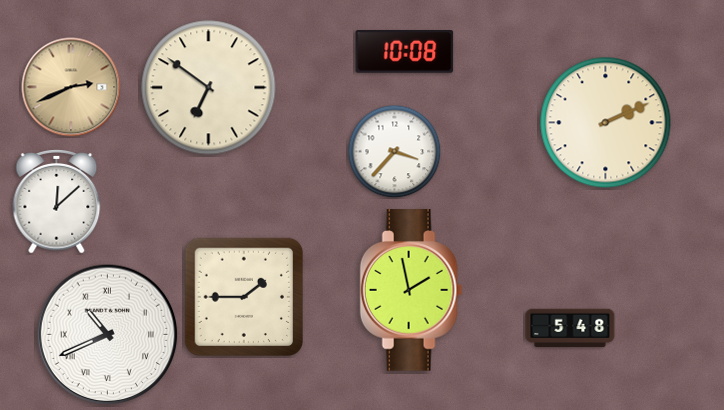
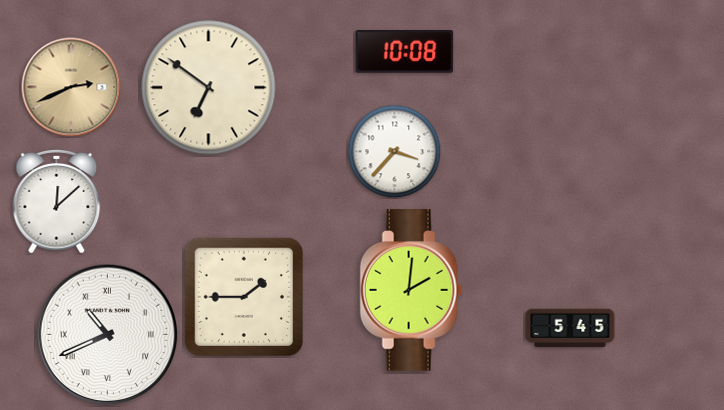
clock at (606, 123): 2:11 -> none
clock at (411, 290): 1:58 -> 2:01
clock at (570, 328): 5:48 -> 5:45
